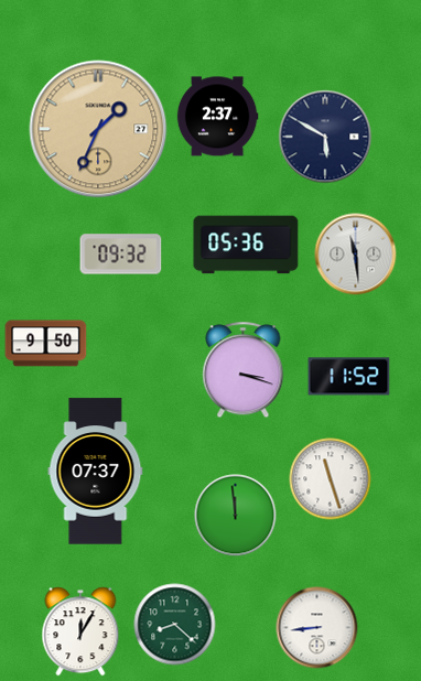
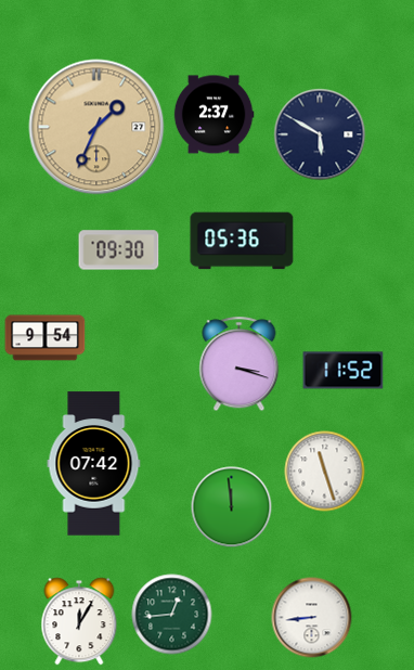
clock at (121, 255): 09:32 -> 09:30
clock at (356, 255): 11:29 -> none
clock at (46, 344): 9:50 -> 9:54
clock at (96, 472): 07:37 -> 07:42
clock at (175, 625): 8:22 -> 12:44
